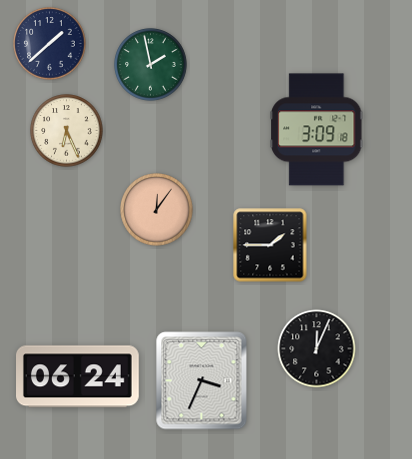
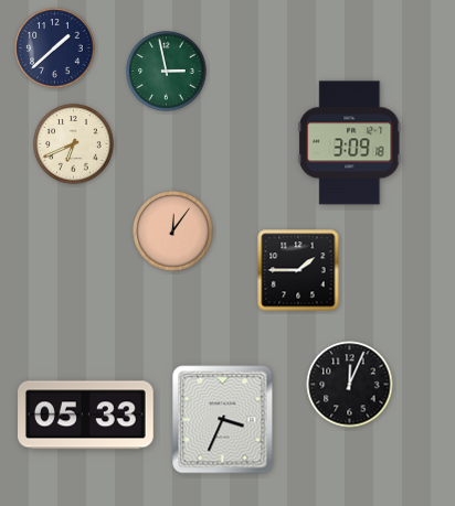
clock at (151, 65): 1:58 -> 2:58
clock at (67, 131): 6:26 -> 6:41
clock at (78, 377): 06:24 -> 05:33
